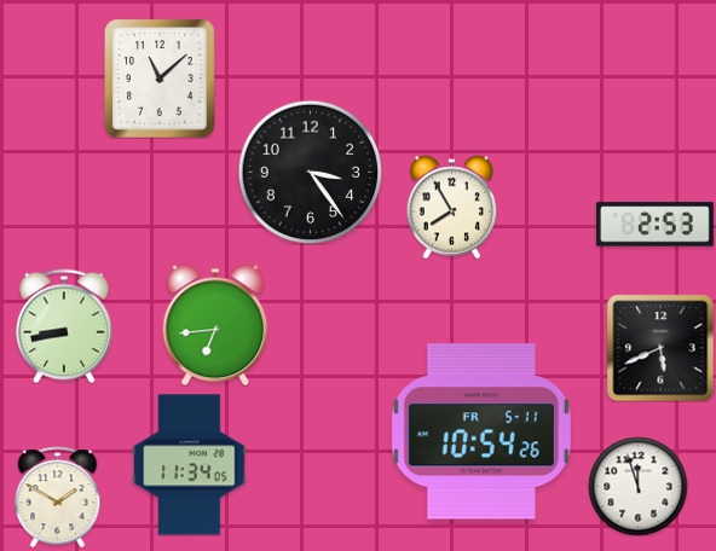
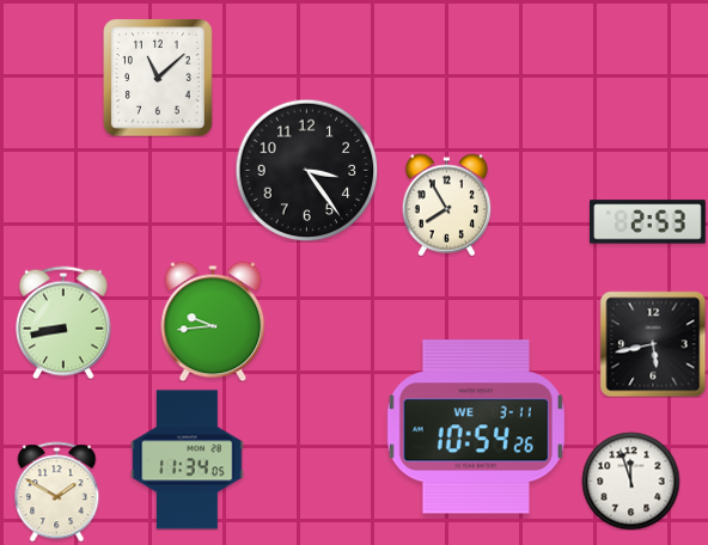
clock at (215, 325): 6:44 -> 9:44
clock at (660, 348): 5:41 -> 5:43
clock at (481, 431) date: FR 5-11 -> WE 3-11
